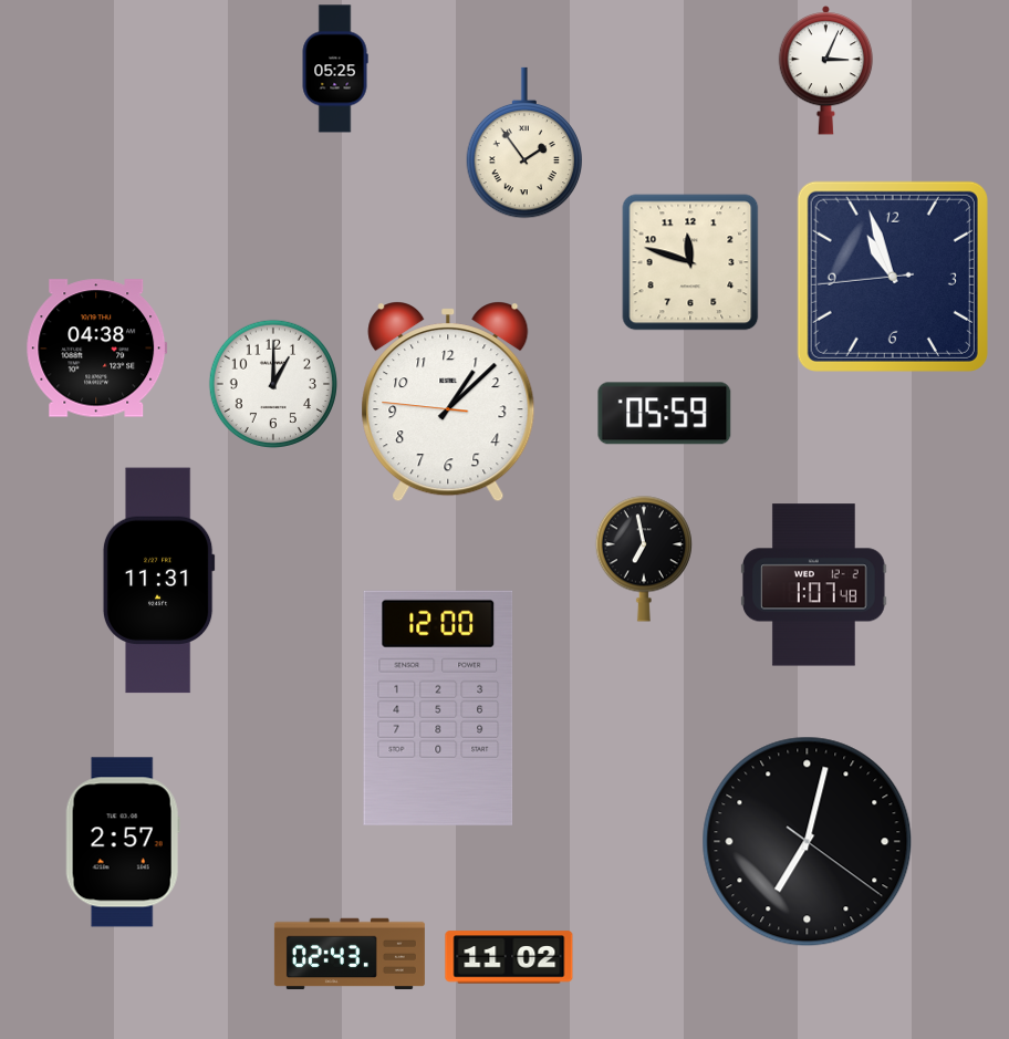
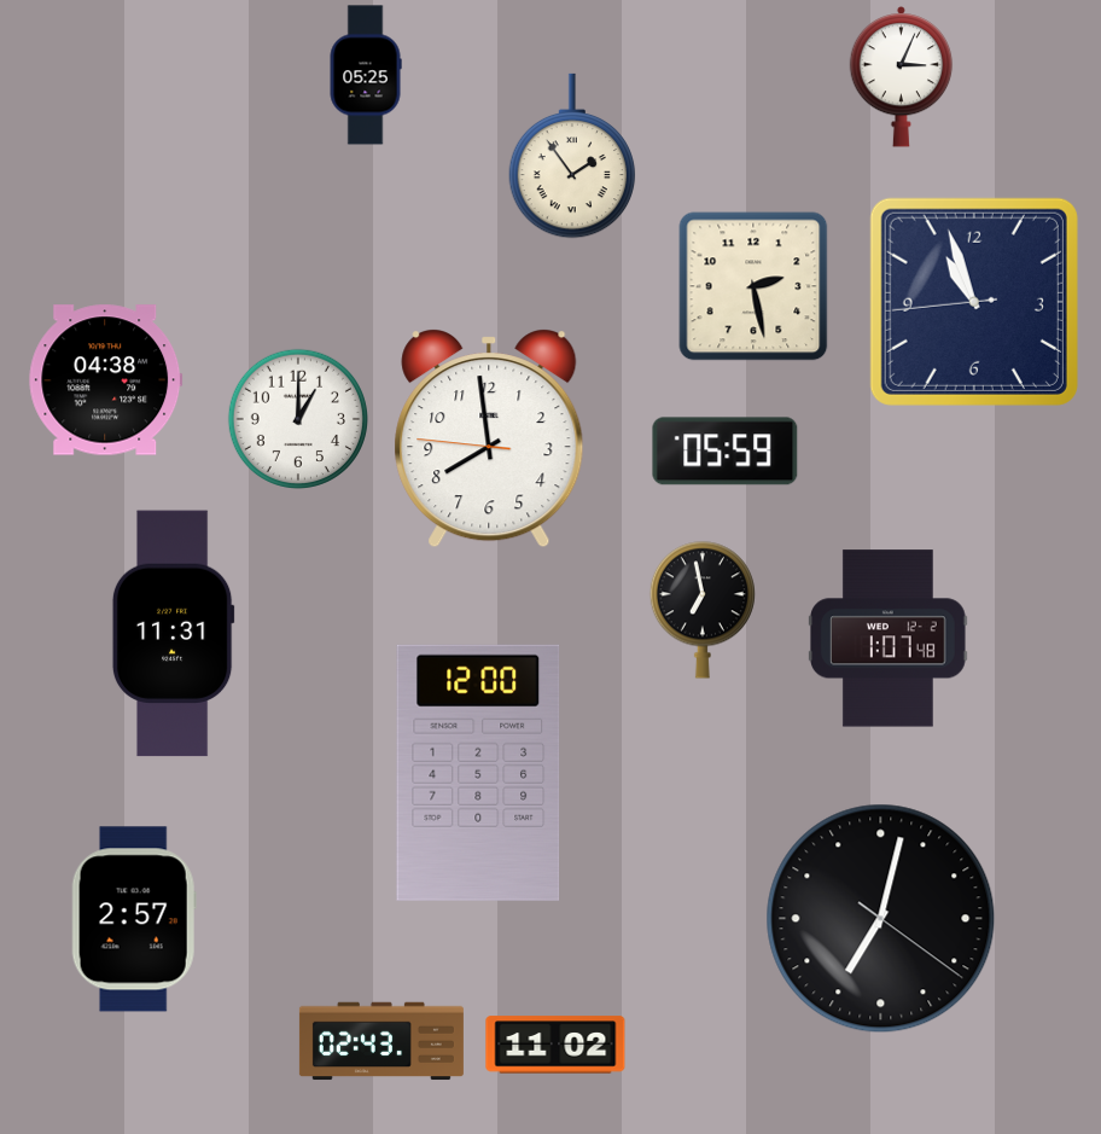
clock at (690, 262): 11:48 -> 2:28
clock at (448, 402): 1:07 -> 7:58
